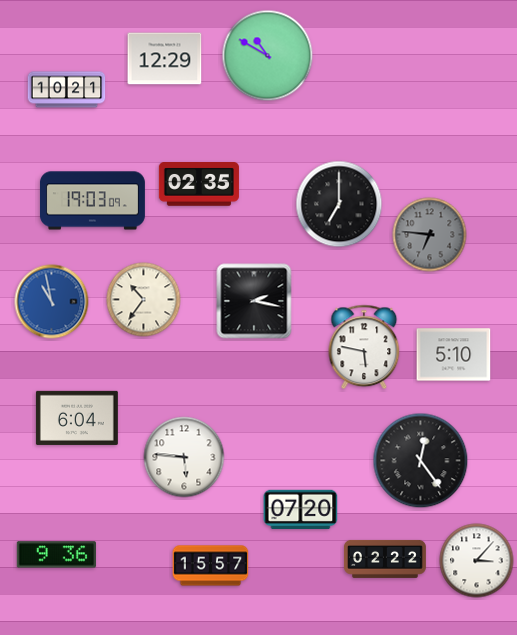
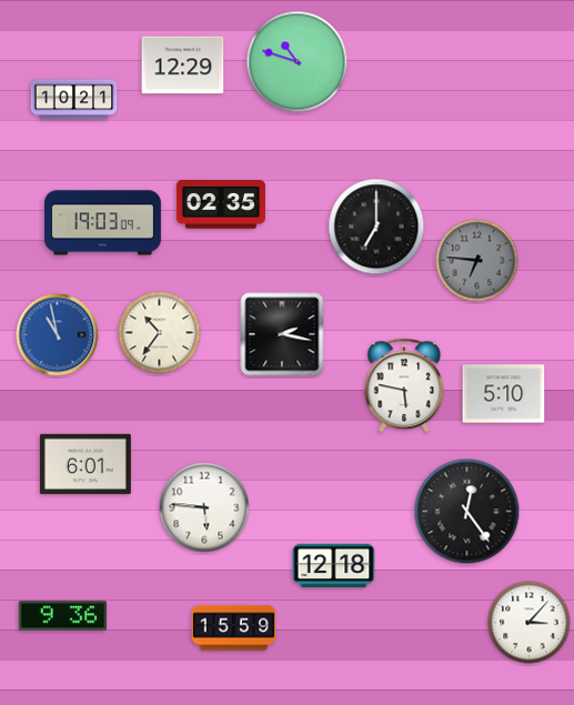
clock at (268, 56): 10:50 -> 10:48
clock at (77, 418): 6:04 -> 6:01
clock at (301, 510): 07:20 -> 12:18
clock at (385, 559): 02:22 -> none
clock at (211, 566): 15:57 -> 15:59
